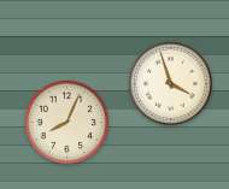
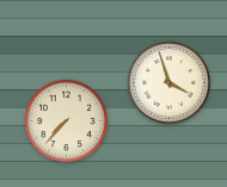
clock at (66, 122): 8:04 -> 7:37
